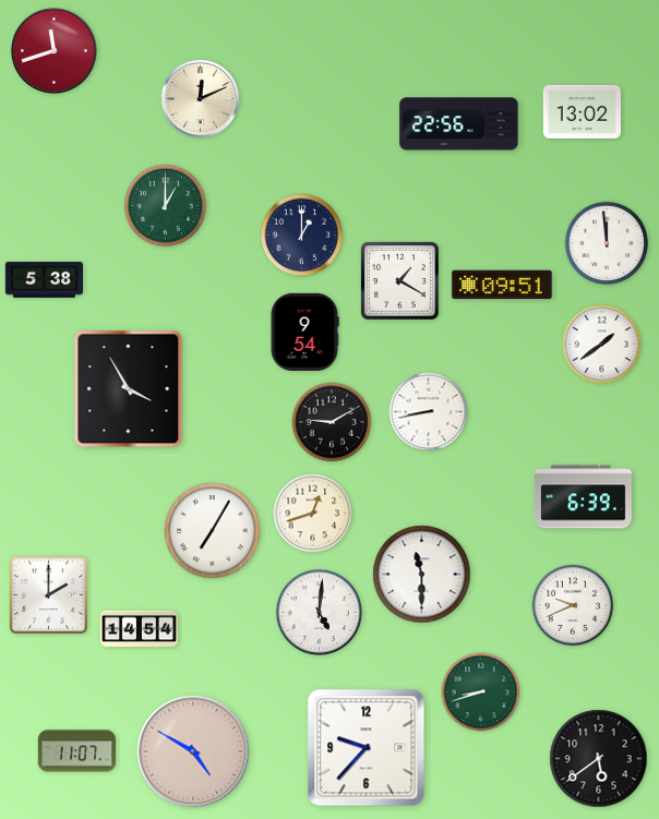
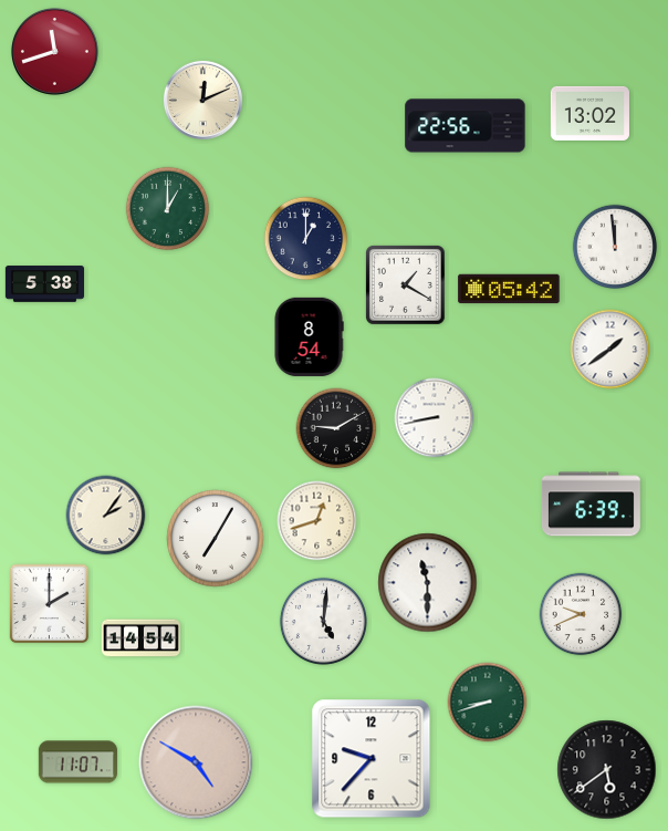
clock at (502, 285): 09:51 -> 05:42
clock at (304, 332): 9:54 -> 8:54
clock at (129, 389): 3:55 -> none
clock at (106, 516): none -> 2:06
